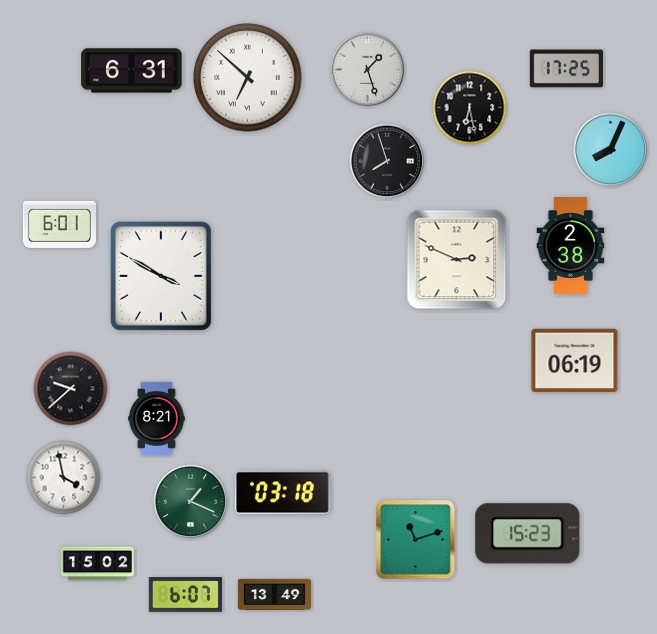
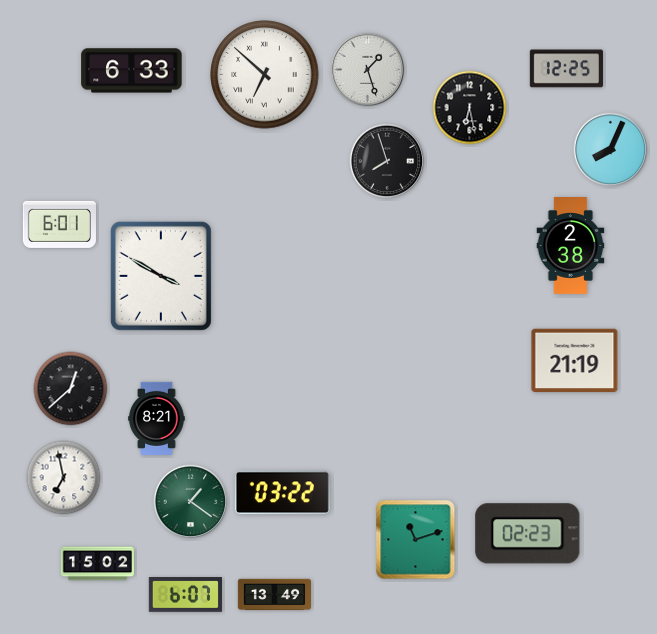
clock at (566, 69): 17:25 -> 12:25
clock at (132, 71): 6:31 -> 6:33
clock at (248, 78) position: (248, 78) -> (265, 75)
clock at (457, 260): 2:49 -> none
clock at (575, 361): 06:19 -> 21:19
clock at (71, 389): 9:38 -> 12:38
clock at (64, 478): 3:58 -> 6:58
clock at (282, 493): 03:18 -> 03:22
clock at (191, 502): 1:19 -> 1:21
clock at (528, 534): 15:23 -> 02:23
